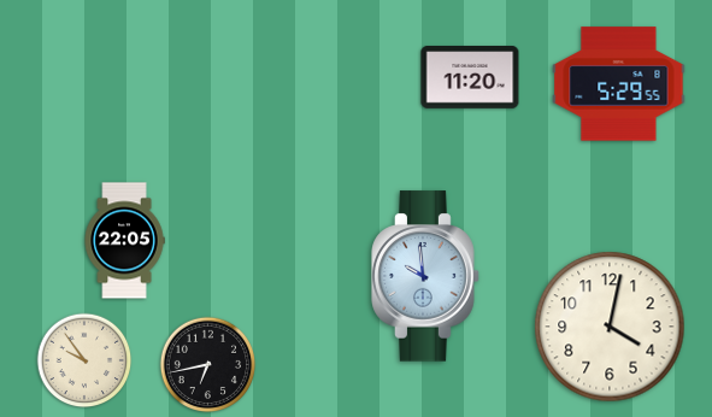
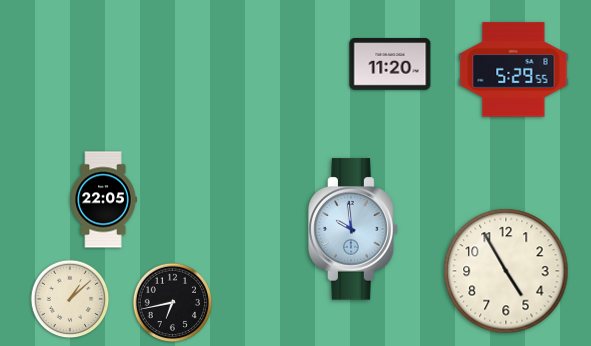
clock at (610, 327): 4:02 -> 4:55
clock at (84, 360): 9:54 -> 1:08
